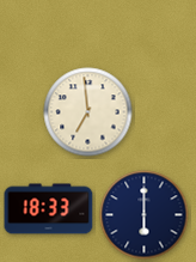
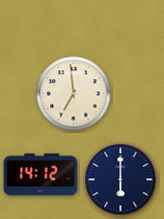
clock at (49, 209): 18:33 -> 14:12
